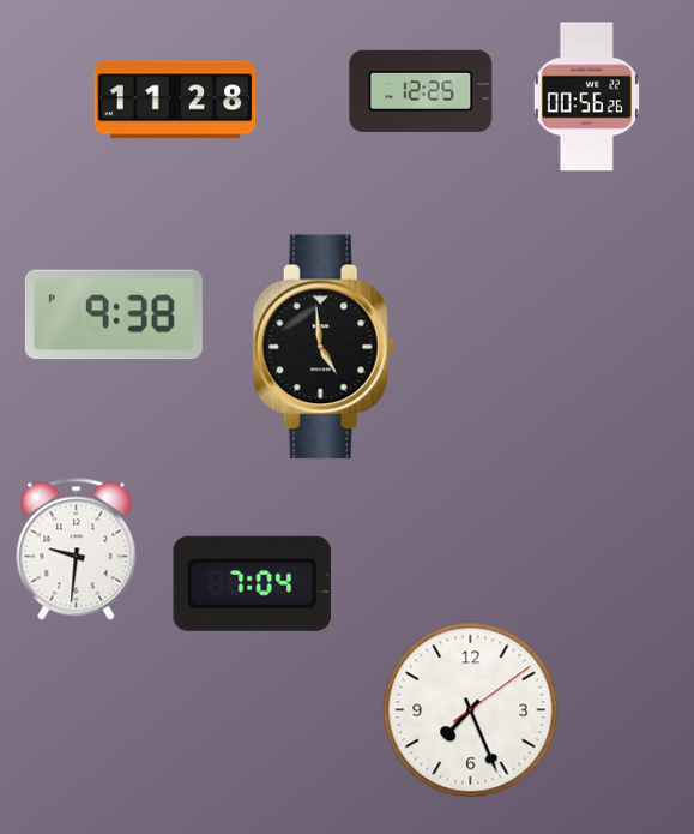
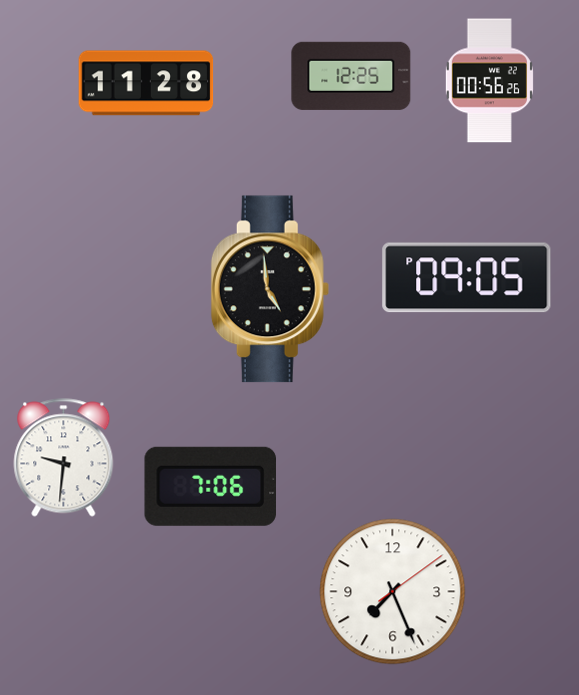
clock at (114, 314): 9:38 -> none
clock at (467, 278): none -> 09:05
clock at (252, 583): 7:04 -> 7:06
